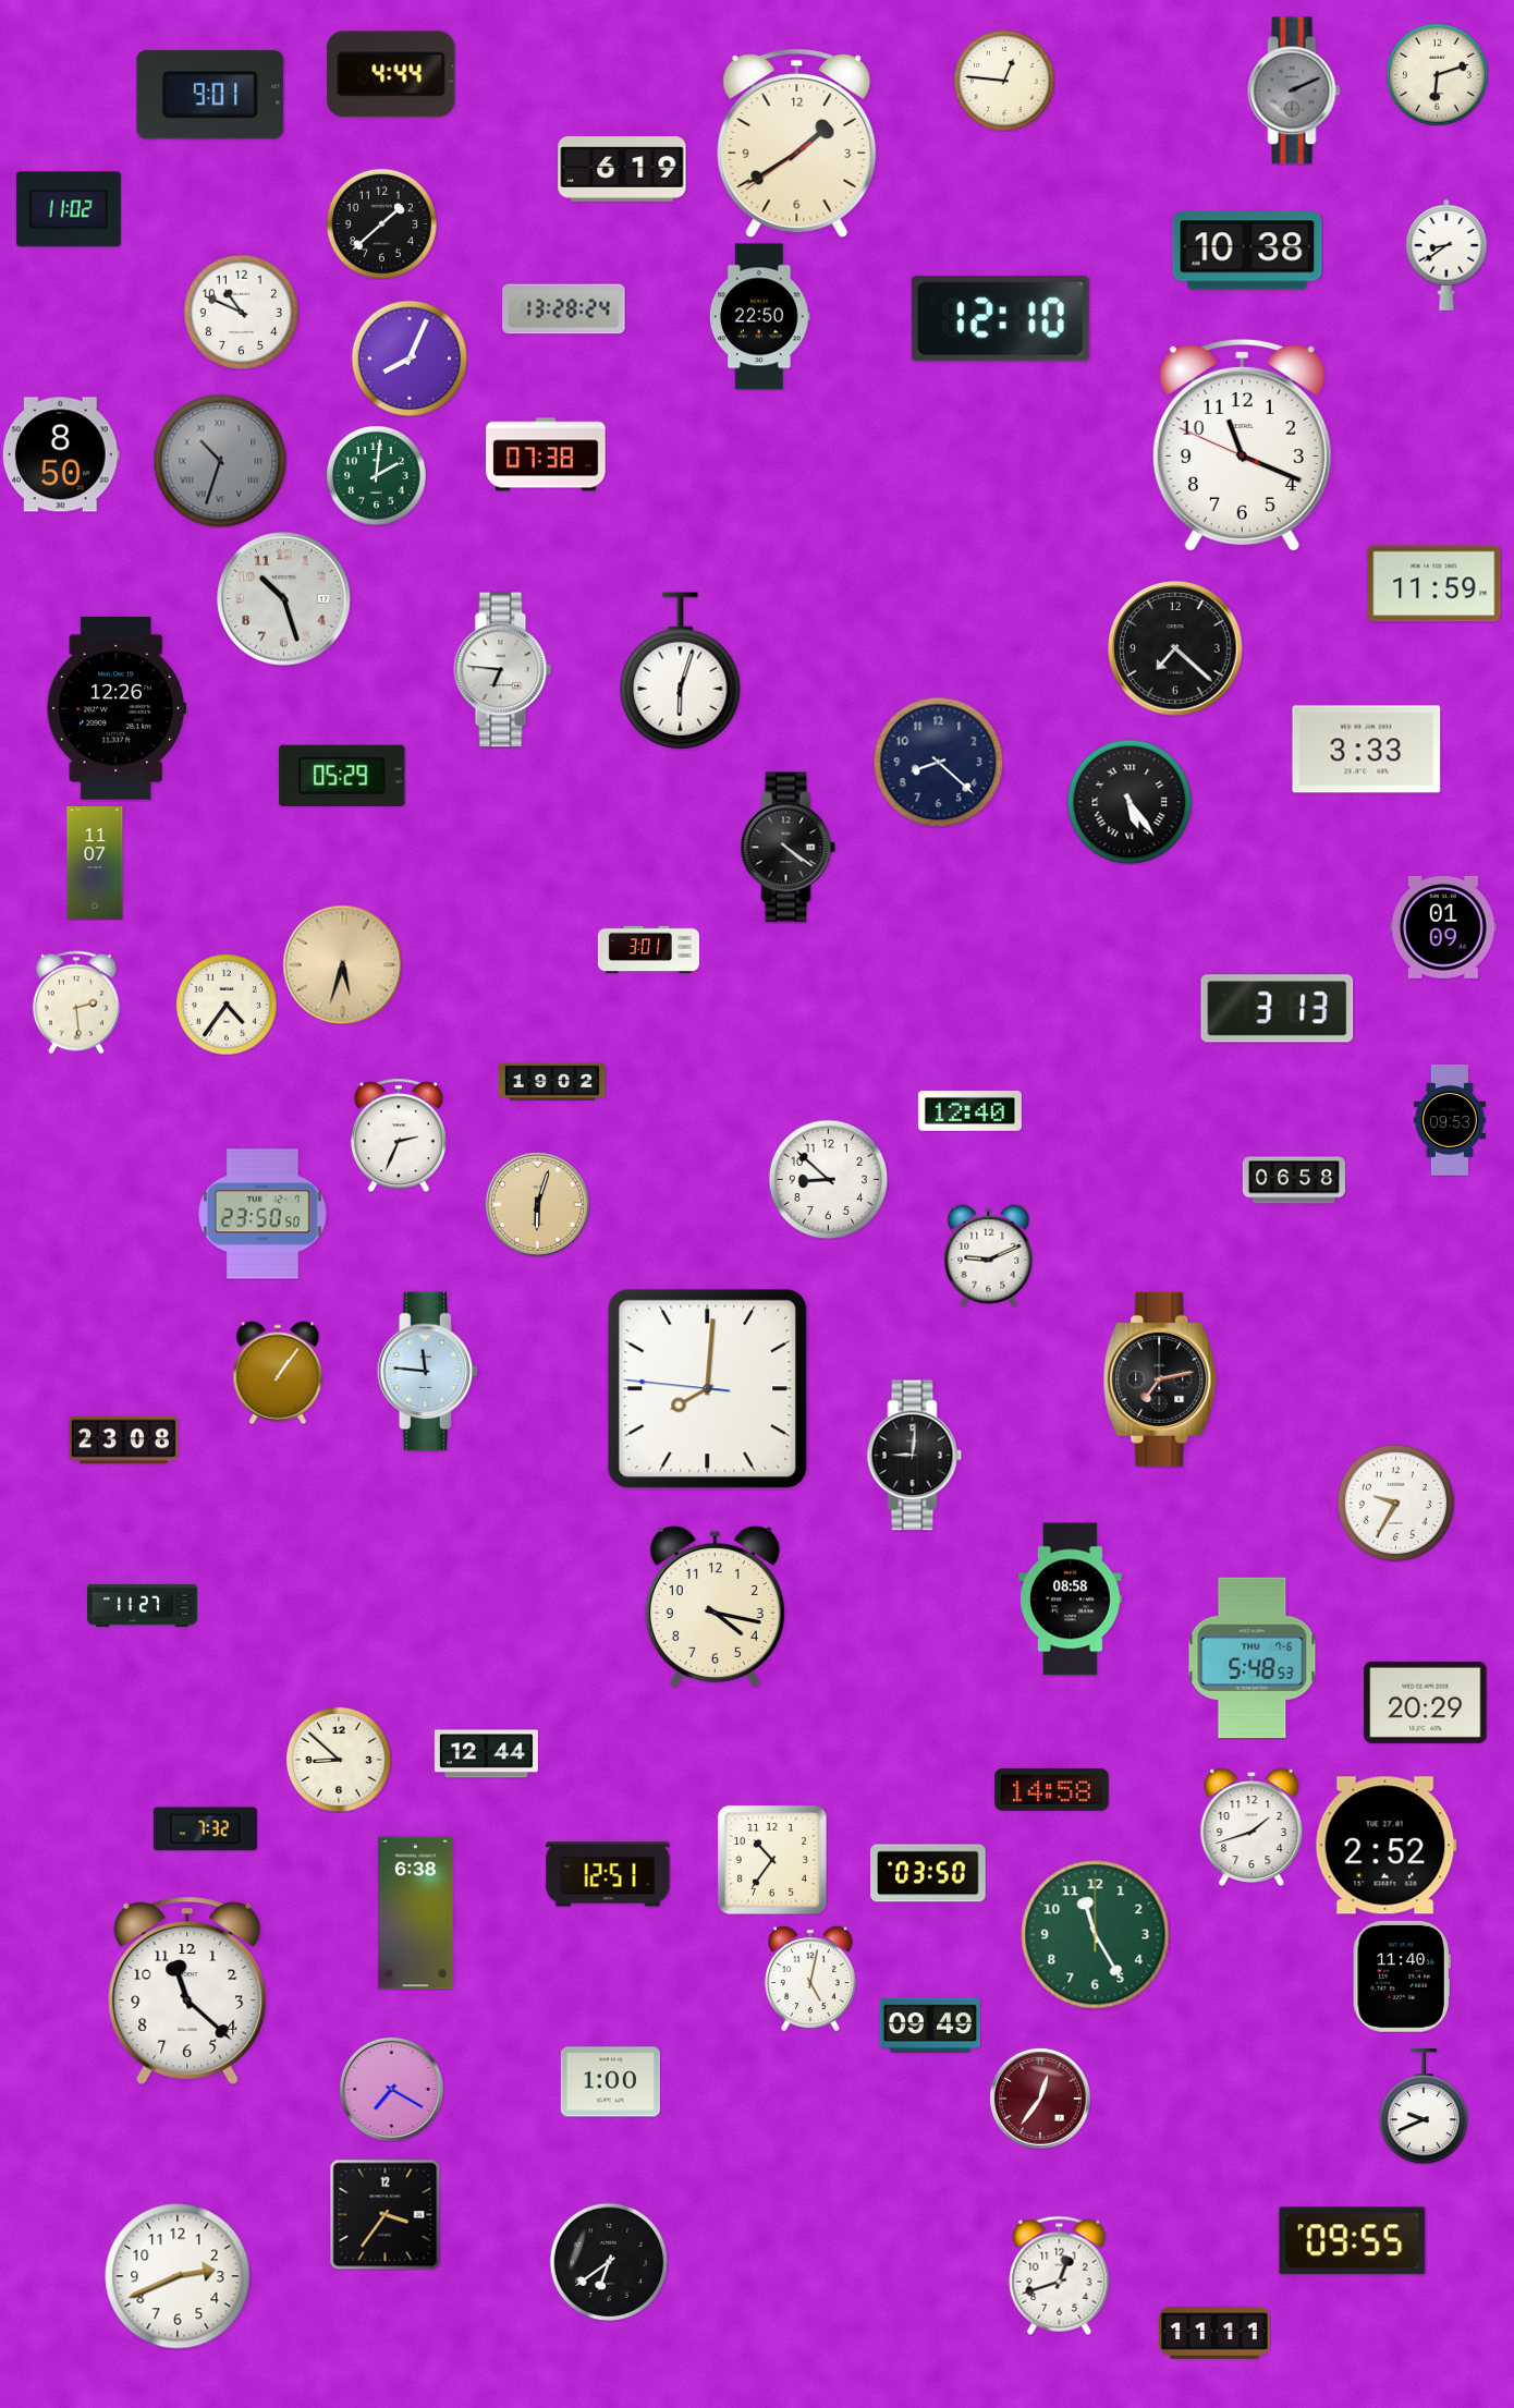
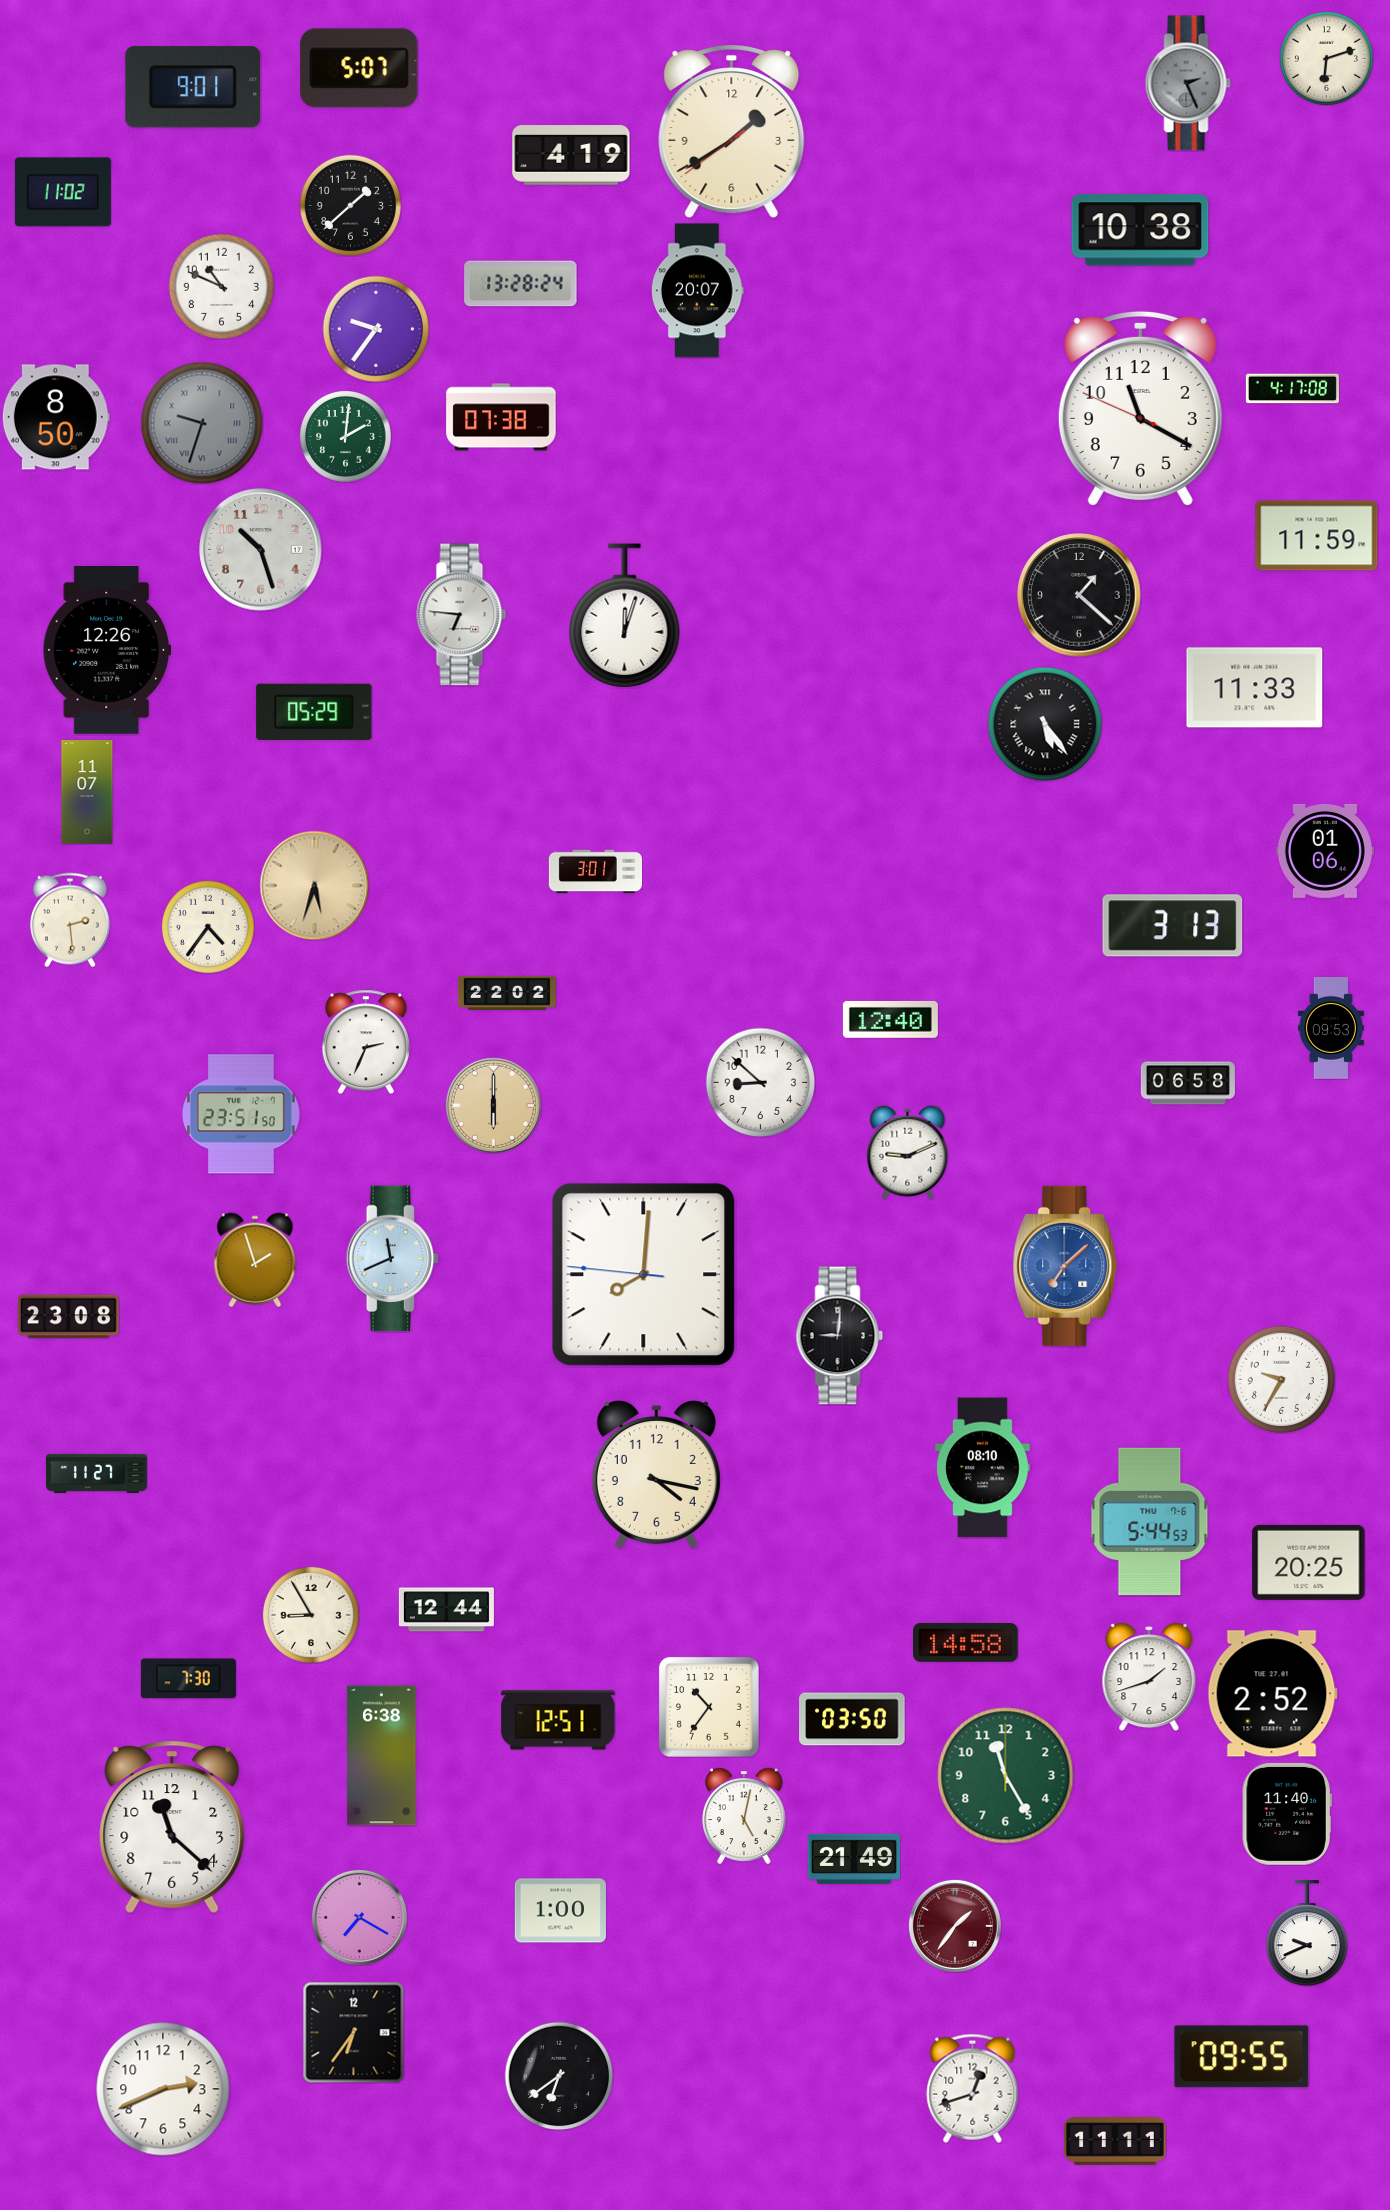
clock at (391, 74): 4:44 -> 5:07
clock at (1437, 74) position: (1437, 74) -> (1326, 58)
clock at (1004, 81): 12:46 -> none
clock at (1294, 90): 2:11 -> 2:26
clock at (622, 169): 6:19 -> 4:19
clock at (1247, 251) position: (1247, 251) -> (1140, 230)
clock at (1446, 255): 8:39 -> none
clock at (564, 309) position: (564, 309) -> (521, 284)
clock at (759, 317): 22:50 -> 20:07
clock at (1000, 319): 12:10 -> none
clock at (410, 358): 8:04 -> 9:36
clock at (1292, 389): none -> 4:17
clock at (1242, 445): 11:18 -> 11:19
clock at (220, 461): 10:33 -> 9:33
clock at (1175, 648): 7:22 -> 1:22
clock at (681, 670): 6:03 -> 12:03
clock at (1367, 750): 3:33 -> 11:33
clock at (938, 762): 8:22 -> none
clock at (1130, 802) position: (1130, 802) -> (1045, 724)
clock at (789, 848): 4:21 -> none
clock at (1443, 927): 01:09 -> 01:06
clock at (227, 1005) position: (227, 1005) -> (208, 927)
clock at (552, 1082): 19:02 -> 22:02
clock at (537, 1204): 6:03 -> 6:00
clock at (264, 1214): 23:50 -> 23:51
clock at (428, 1372): 11:46 -> 11:41
clock at (278, 1373): 1:06 -> 1:57
clock at (1160, 1379): 7:13 -> 7:08
clock at (1160, 1379) dial: black -> blue
clock at (708, 1389) position: (708, 1389) -> (644, 1275)
clock at (123, 1440) position: (123, 1440) -> (68, 1317)
clock at (1071, 1600): 08:58 -> 08:10
clock at (143, 1605) position: (143, 1605) -> (97, 1473)
clock at (1253, 1658): 5:48 -> 5:44
clock at (1426, 1702): 20:29 -> 20:25
clock at (339, 1760): 8:52 -> 8:55
clock at (205, 1829): 7:32 -> 7:30
clock at (930, 2026): 09:49 -> 21:49
clock at (1040, 2099): 12:36 -> 1:36
clock at (384, 2214): 3:36 -> 6:36
